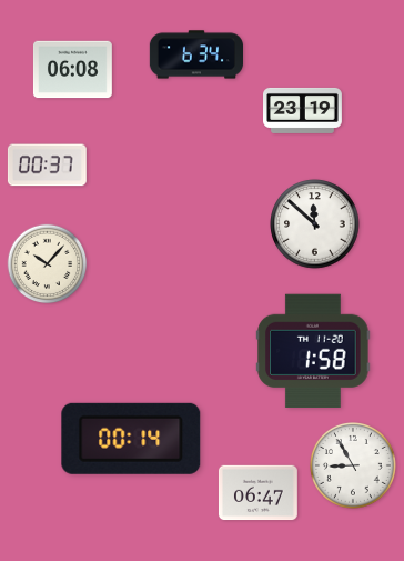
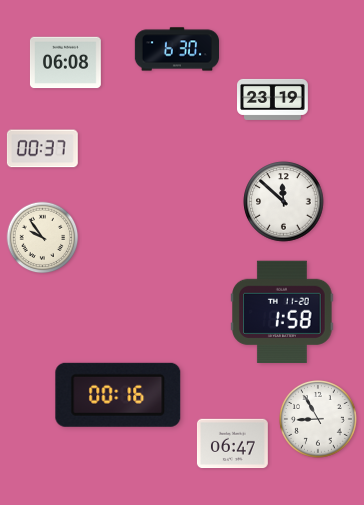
clock at (195, 54): 6:34 -> 6:30
clock at (48, 264): 10:07 -> 9:54
clock at (313, 350) position: (313, 350) -> (282, 311)
clock at (131, 439): 00:14 -> 00:16
